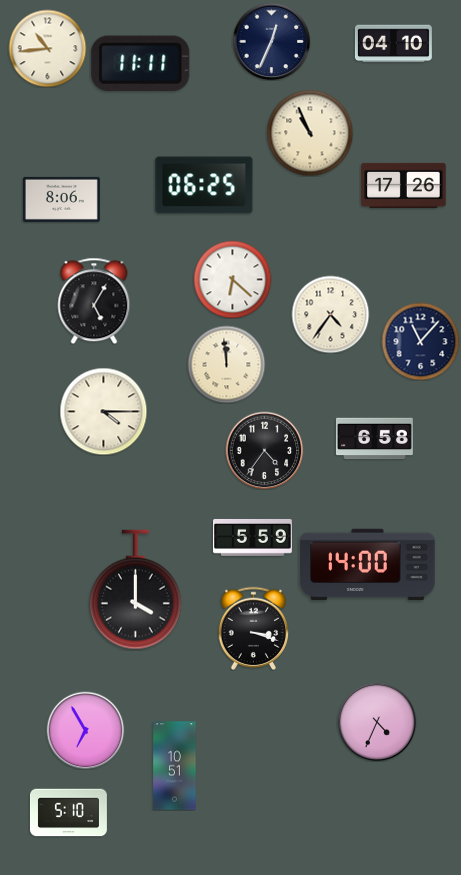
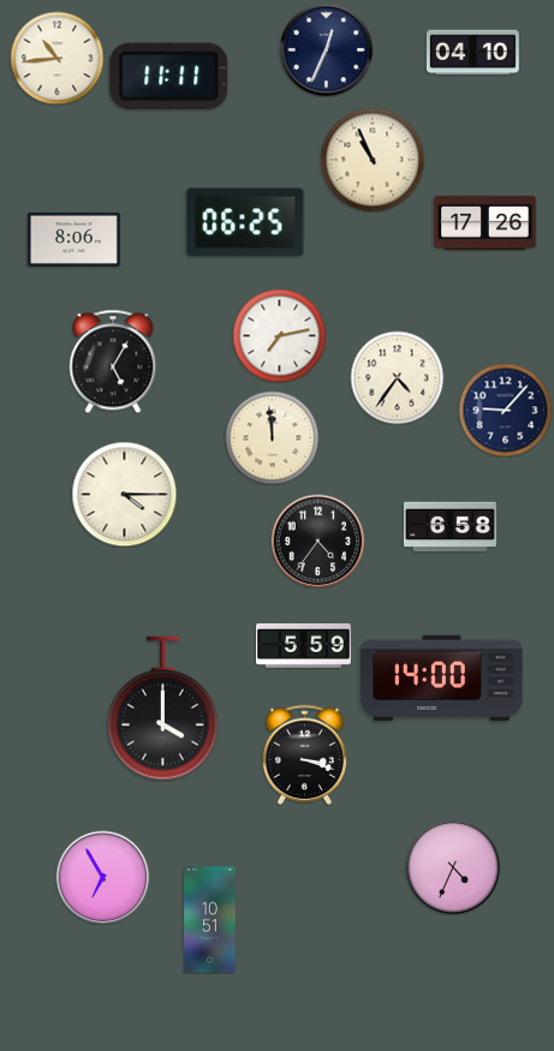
clock at (232, 279): 6:22 -> 7:13
clock at (420, 341): 11:07 -> 9:07
clock at (68, 813): 5:10 -> none
